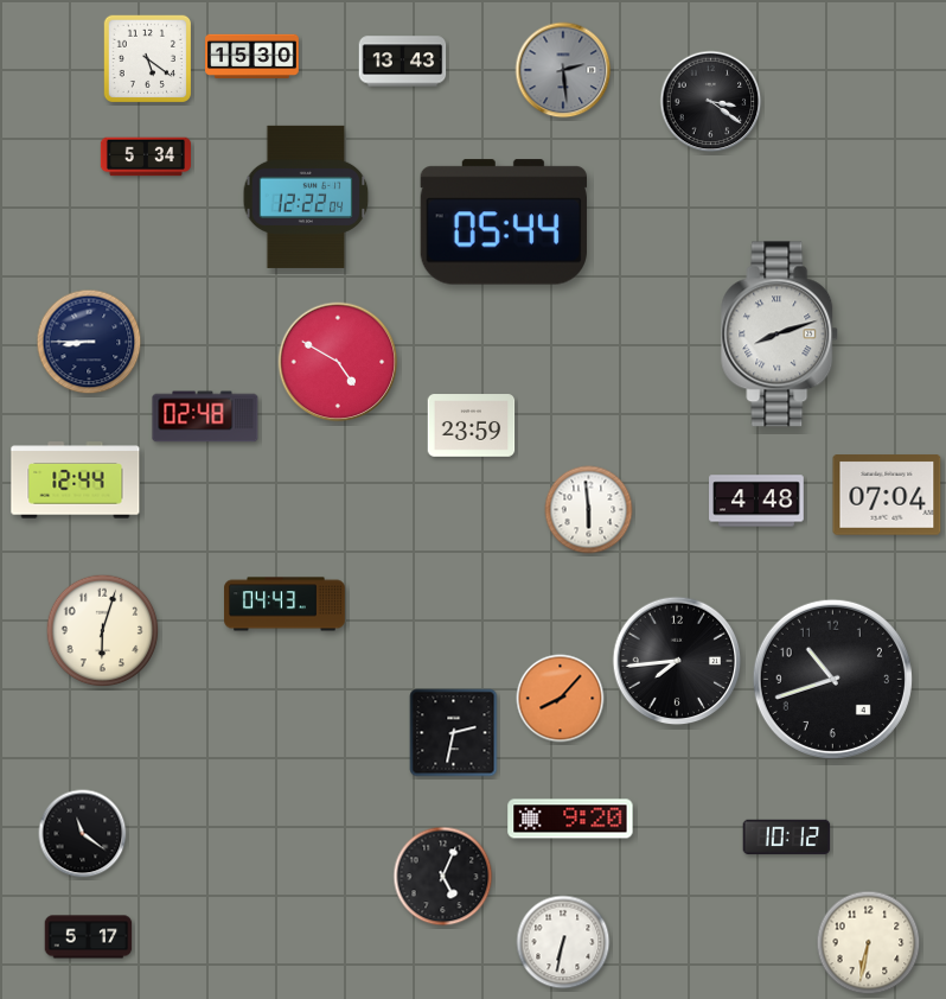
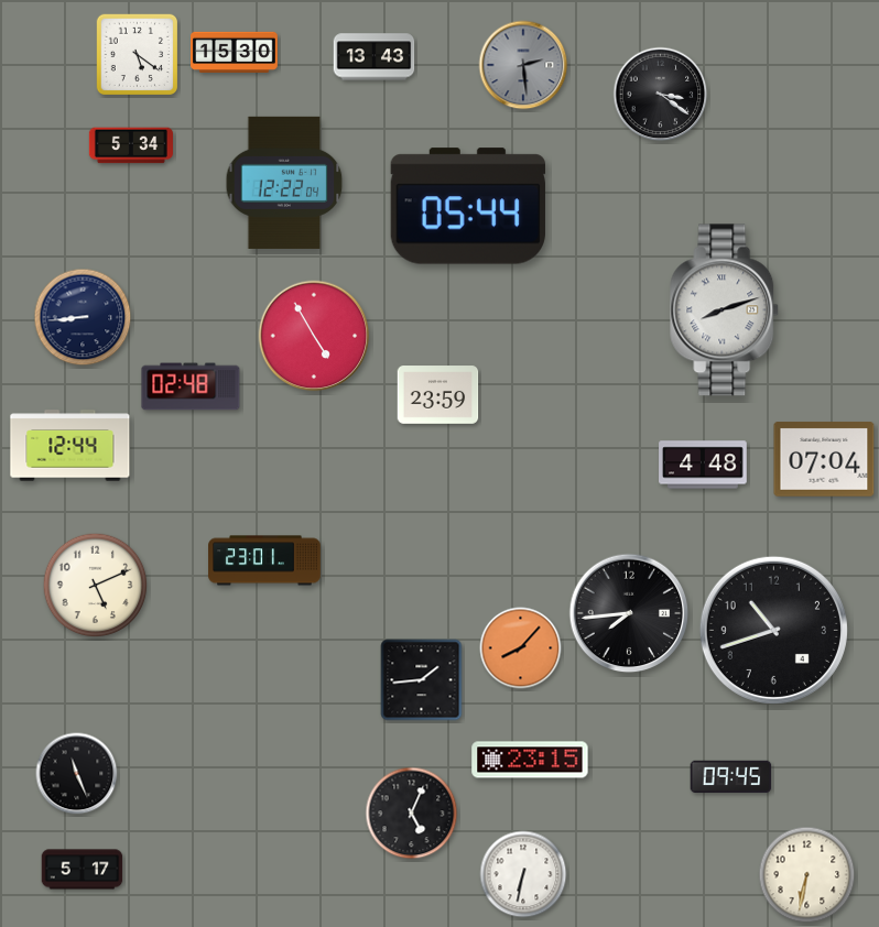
clock at (146, 157) position: (146, 157) -> (131, 145)
clock at (89, 342): 8:45 -> 8:44
clock at (338, 362): 4:50 -> 4:55
clock at (589, 510): 5:59 -> none
clock at (285, 604): 04:43 -> 23:01
clock at (103, 631): 6:03 -> 5:11
clock at (454, 733): 2:32 -> 1:44
clock at (570, 819): 9:20 -> 23:15
clock at (83, 834): 11:21 -> 11:26
clock at (787, 836): 10:12 -> 09:45
